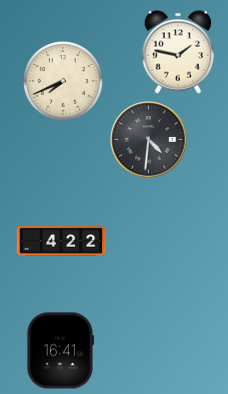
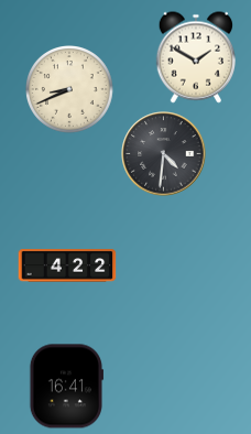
clock at (177, 52): 1:47 -> 1:50
clock at (64, 82): 7:41 -> 8:41
